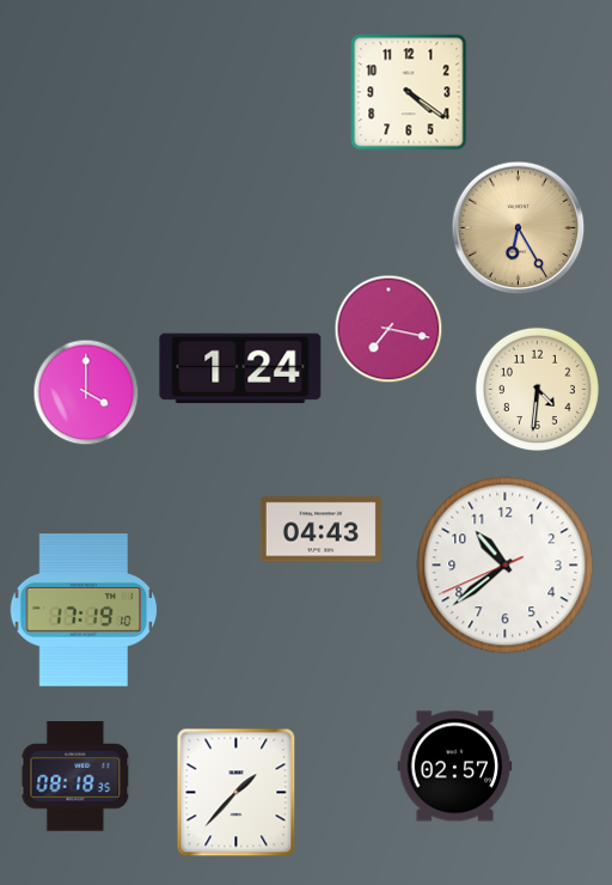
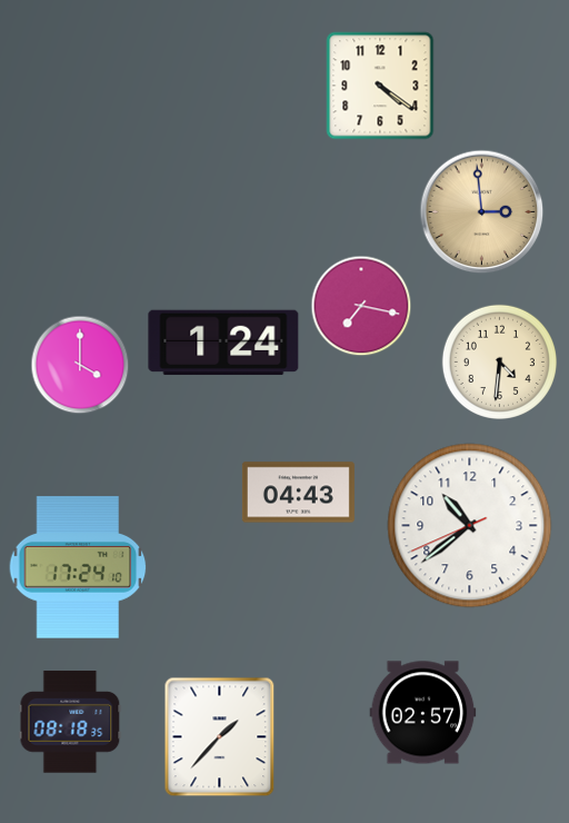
clock at (519, 228): 6:25 -> 2:59
clock at (84, 610): 17:19 -> 17:24
